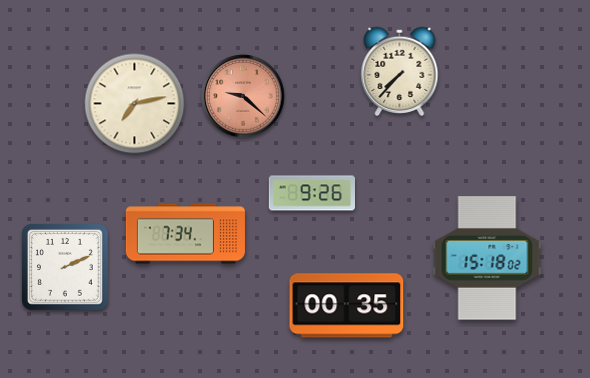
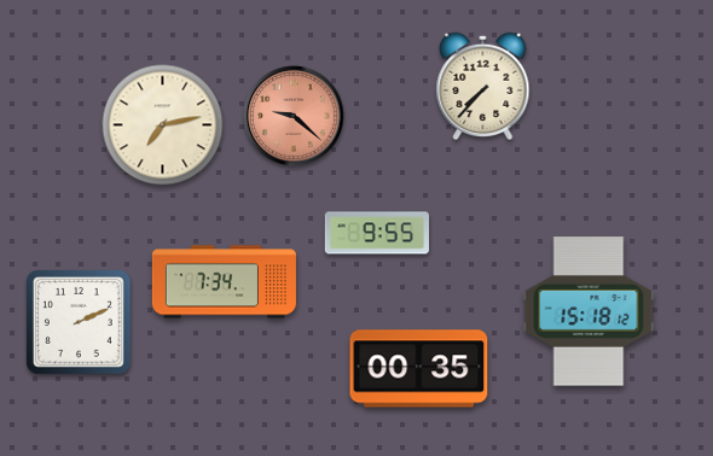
clock at (311, 193): 9:26 -> 9:55
clock at (487, 258): 15:18:02 -> 15:18:12
